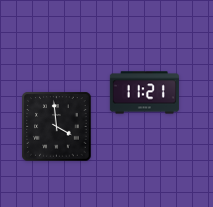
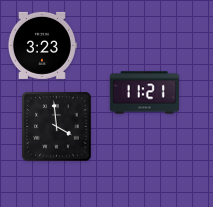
clock at (42, 45): none -> 3:23
